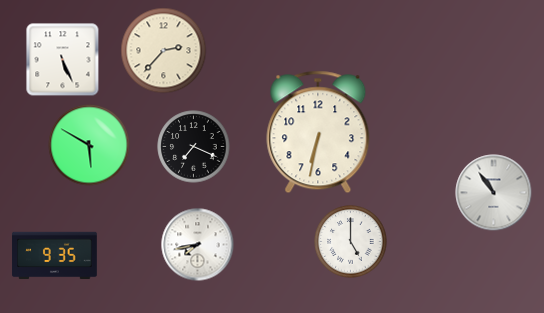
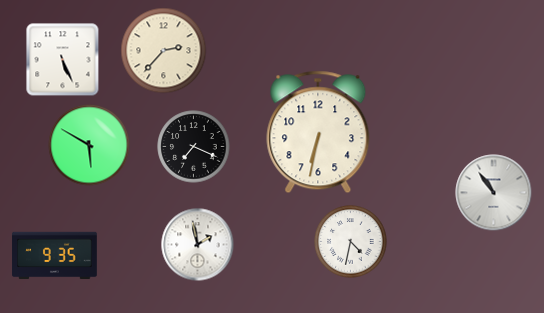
clock at (351, 242): 5:00 -> 4:32
clock at (198, 245): 7:43 -> 1:58
